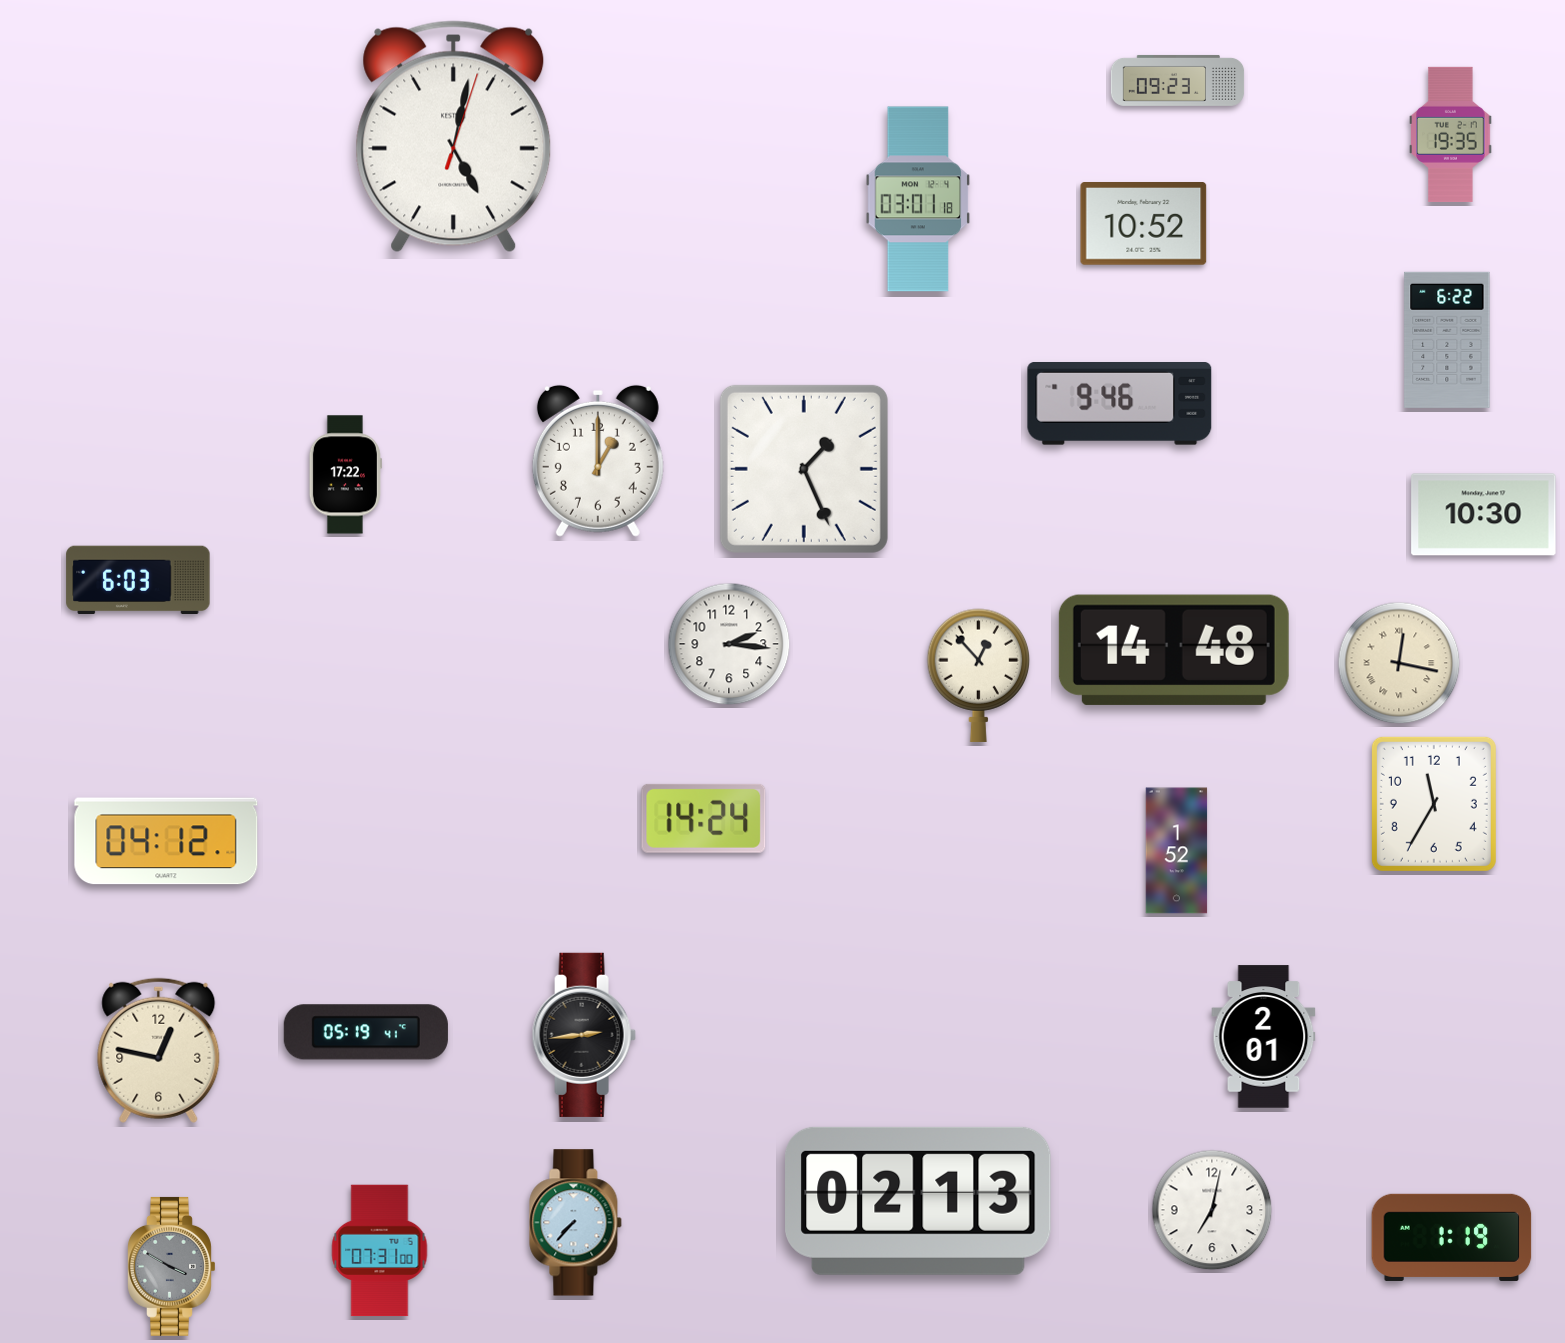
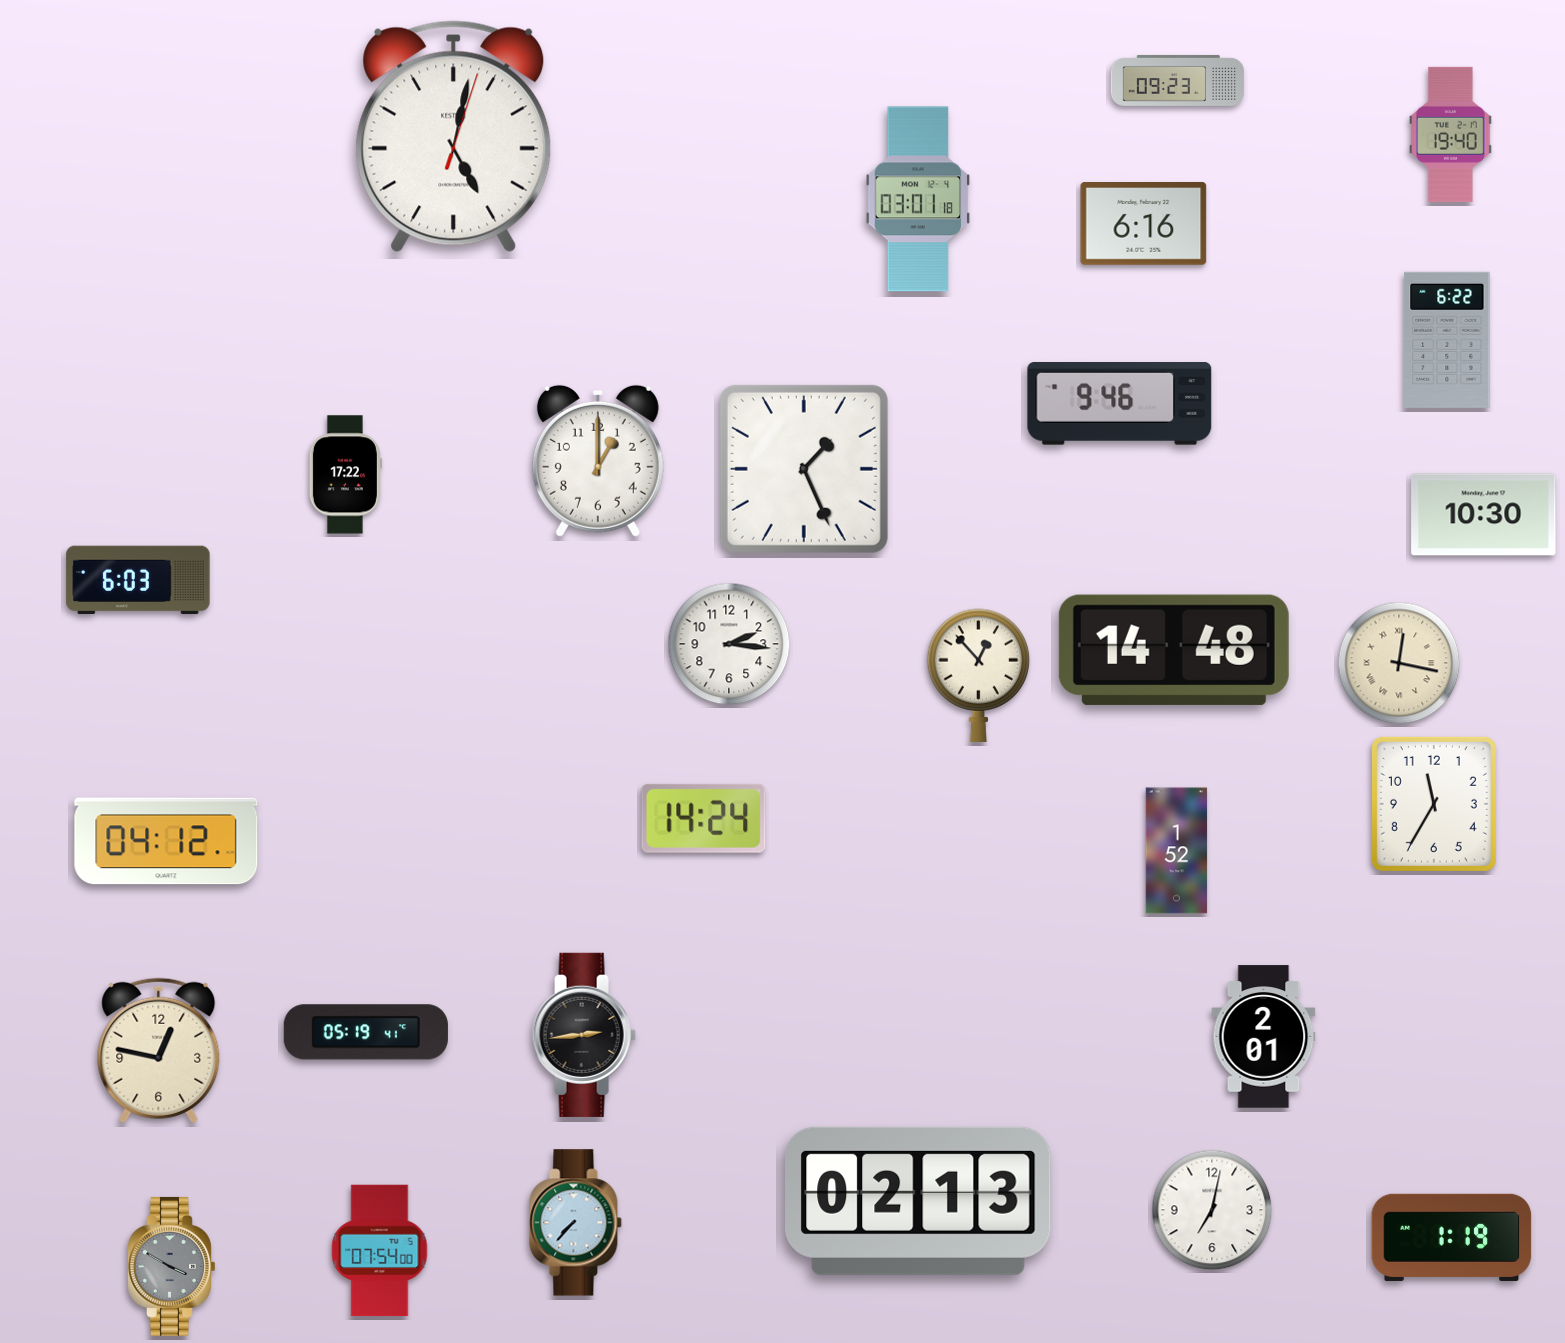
clock at (1451, 134): 19:35 -> 19:40
clock at (1144, 224): 10:52 -> 6:16
clock at (380, 1251): 07:31 -> 07:54
